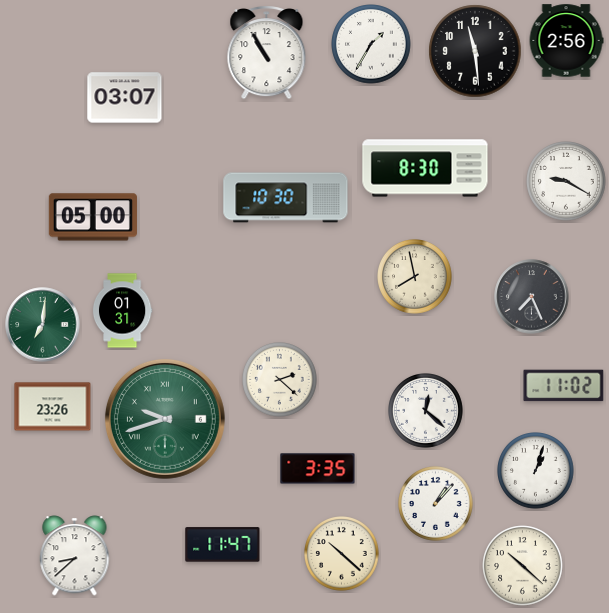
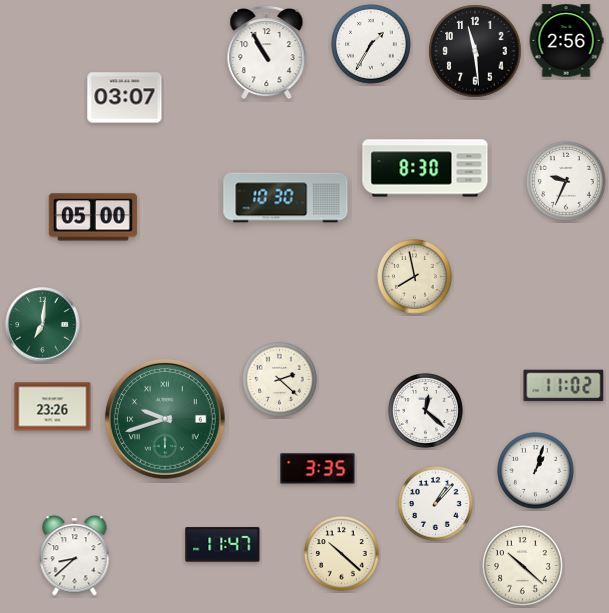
clock at (566, 181): 9:20 -> 9:34
clock at (532, 297): 7:26 -> none
clock at (122, 311): 01:31 -> none
